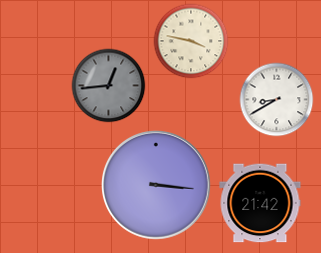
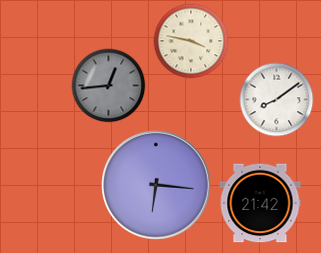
clock at (277, 100): 8:40 -> 8:09
clock at (157, 186): 3:16 -> 6:16
